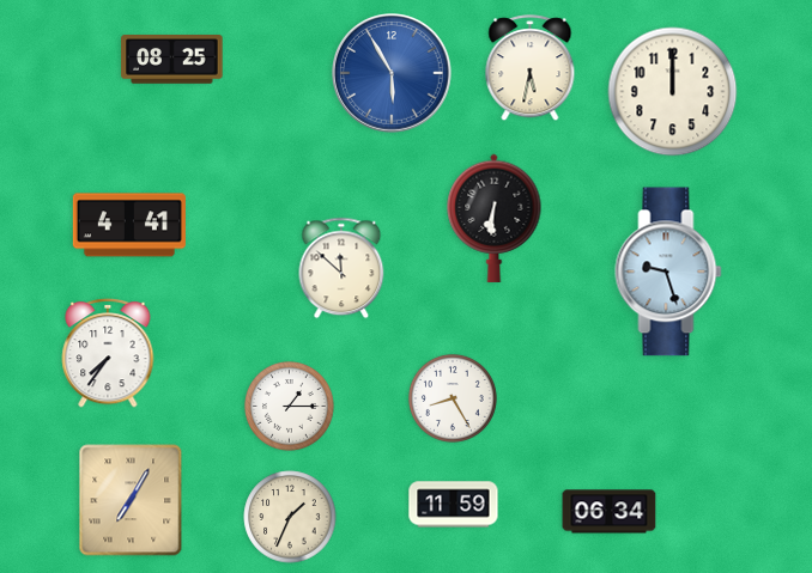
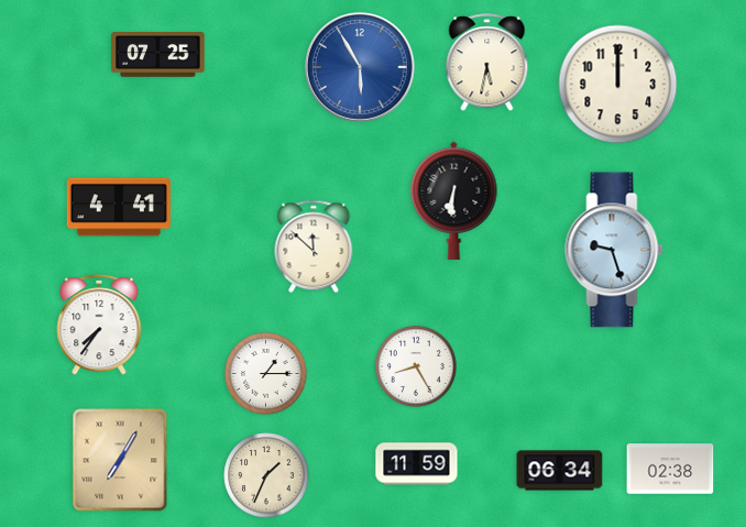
clock at (172, 60): 08:25 -> 07:25
clock at (670, 469): none -> 02:38
